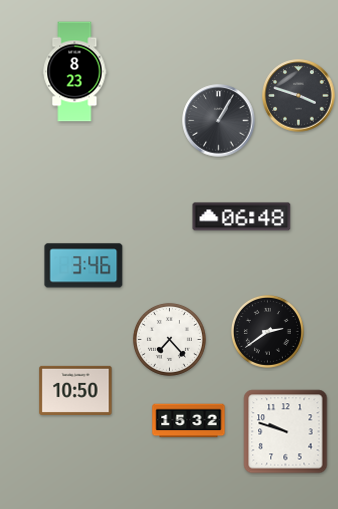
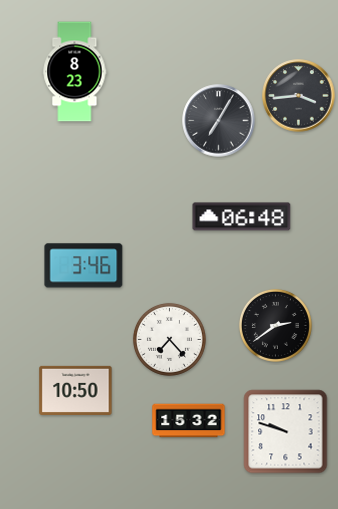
clock at (299, 96): 3:48 -> 3:44
clock at (219, 121): 1:05 -> 7:05
clock at (267, 331) position: (267, 331) -> (275, 325)
